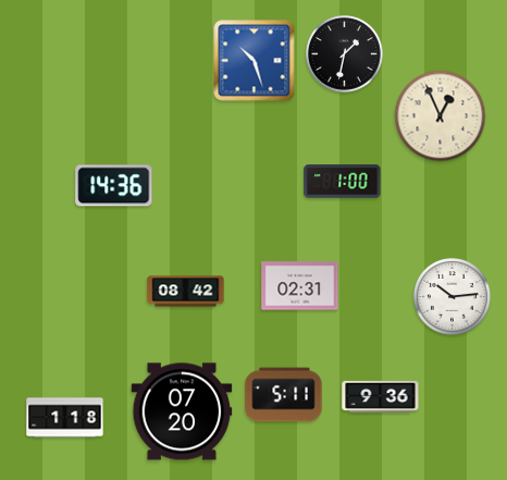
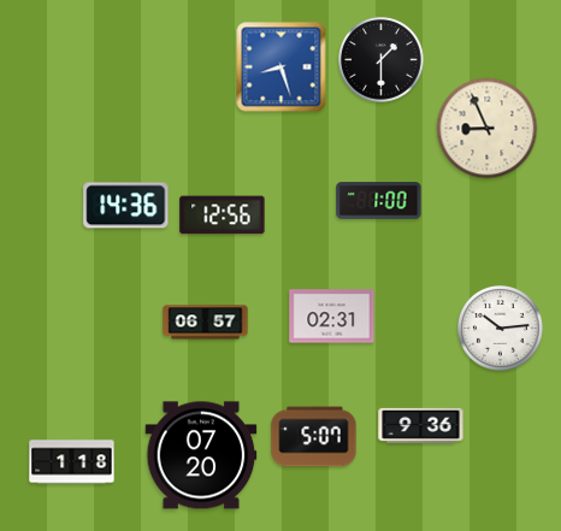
clock at (345, 54): 1:32 -> 1:30
clock at (255, 61): 10:27 -> 8:27
clock at (441, 116): 12:56 -> 8:56
clock at (223, 216): none -> 12:56
clock at (186, 292): 08:42 -> 06:57
clock at (284, 395): 5:11 -> 5:07
clock at (381, 396) position: (381, 396) -> (421, 425)
